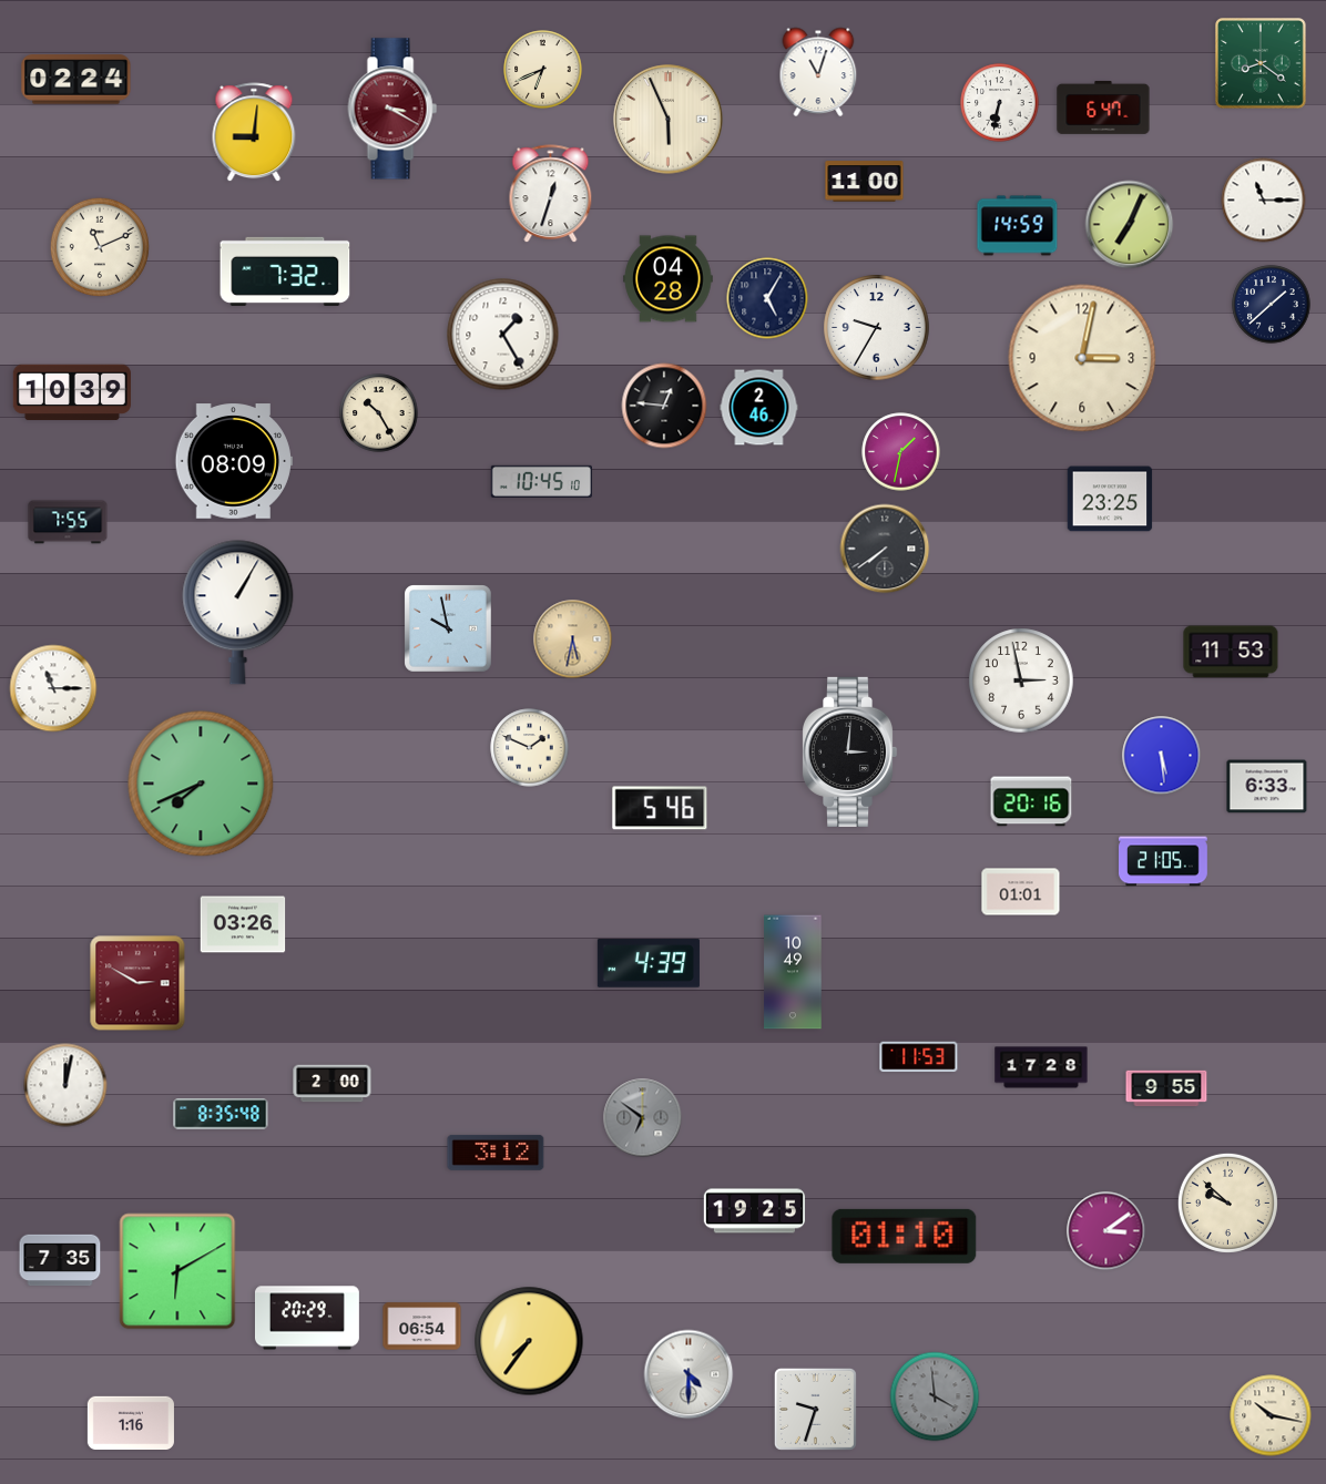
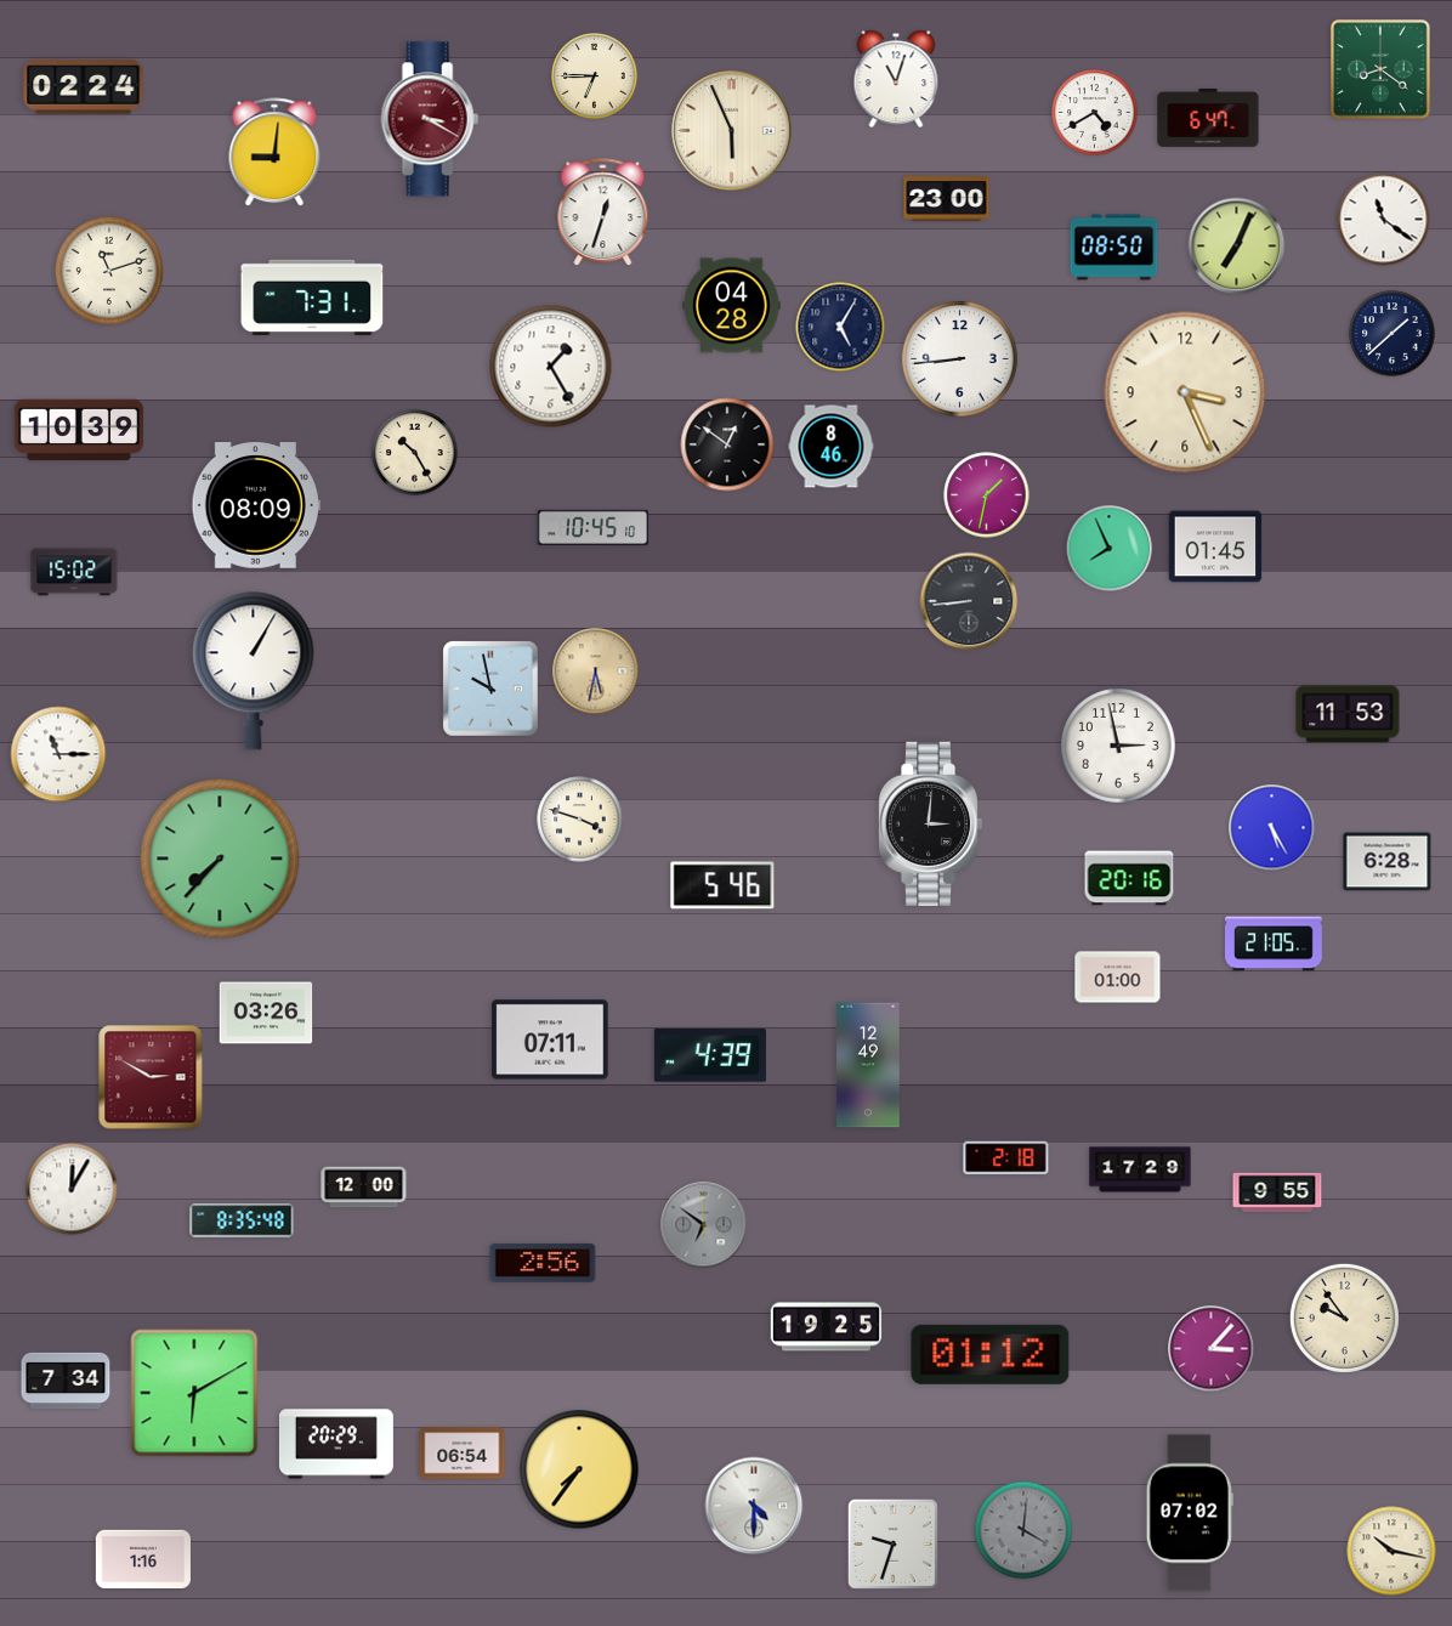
clock at (543, 70): 6:41 -> 6:45
clock at (1000, 103): 6:32 -> 4:40
clock at (254, 133) position: (254, 133) -> (274, 153)
clock at (865, 182): 11:00 -> 23:00
clock at (1264, 201): 11:15 -> 11:21
clock at (1018, 226): 14:59 -> 08:50
clock at (100, 247): 11:11 -> 11:12
clock at (285, 272): 7:32 -> 7:31
clock at (877, 328): 9:35 -> 8:44
clock at (1082, 358): 3:02 -> 3:26
clock at (664, 406): 12:46 -> 12:51
clock at (759, 408): 2:46 -> 8:46
clock at (1110, 499): 23:25 -> 01:45
clock at (1110, 549): none -> 7:56
clock at (68, 522): 7:55 -> 15:02
clock at (885, 549): 7:39 -> 8:44
clock at (238, 613) position: (238, 613) -> (254, 672)
clock at (573, 639) position: (573, 639) -> (596, 672)
clock at (530, 748): 1:49 -> 3:48
clock at (1162, 756): 5:29 -> 5:25
clock at (201, 784): 7:41 -> 7:37
clock at (1267, 787): 6:33 -> 6:28
clock at (1021, 892): 01:01 -> 01:00
clock at (550, 1039): none -> 07:11
clock at (793, 972): 10:49 -> 12:49
clock at (919, 1057): 11:53 -> 2:18
clock at (1041, 1067): 17:28 -> 17:29
clock at (333, 1084): 2:00 -> 12:00
clock at (65, 1085): 12:02 -> 12:05
clock at (496, 1153): 3:12 -> 2:56
clock at (1227, 1202): 9:52 -> 9:54
clock at (1106, 1231): 3:09 -> 3:07
clock at (905, 1236): 01:10 -> 01:12
clock at (60, 1260): 7:35 -> 7:34
clock at (1190, 1513): none -> 07:02
clock at (935, 1396): 3:59 -> 4:01
